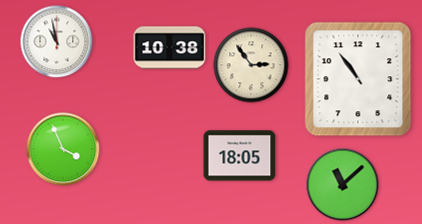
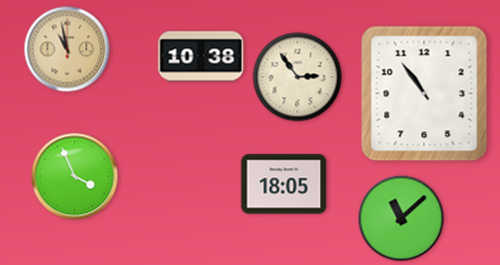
clock at (57, 42) dial: white -> champagne
clock at (343, 185) position: (343, 185) -> (402, 219)
